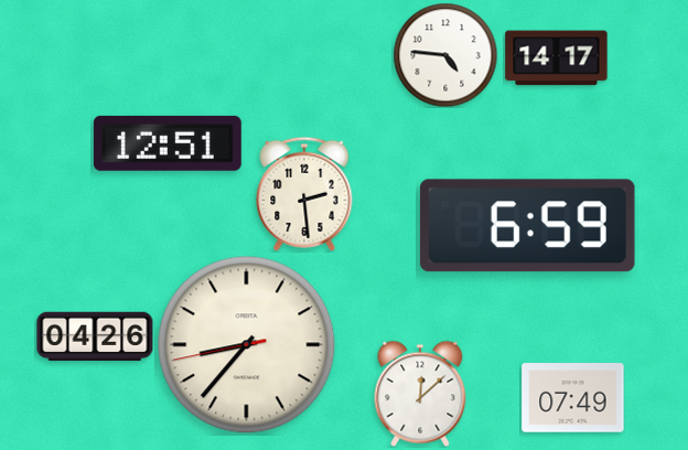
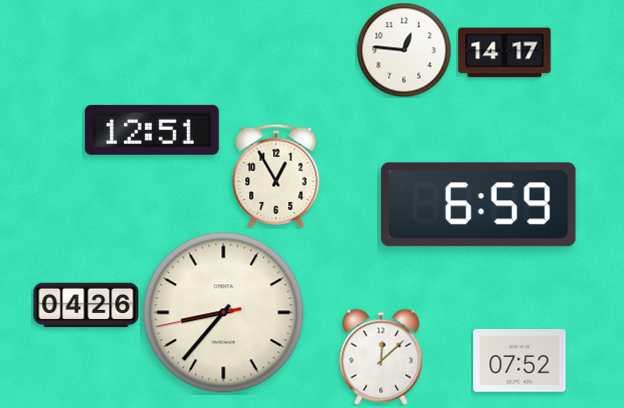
clock at (445, 55): 4:46 -> 12:46
clock at (304, 194): 2:29 -> 12:55
clock at (573, 398): 07:49 -> 07:52
